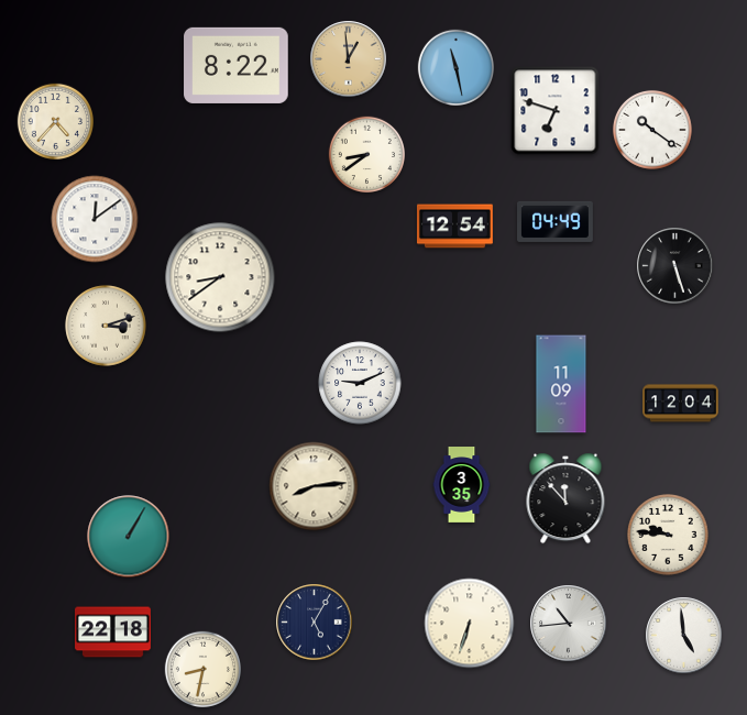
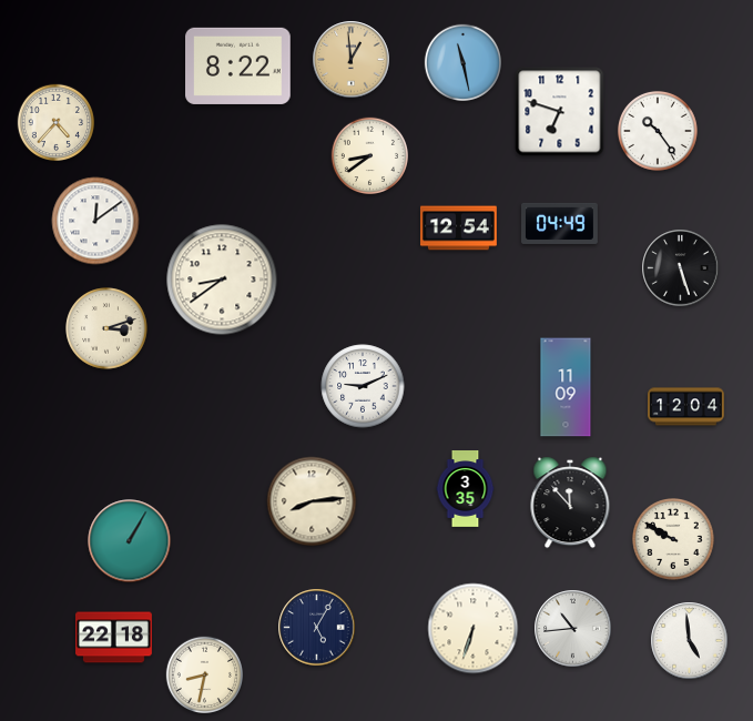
clock at (455, 67) position: (455, 67) -> (462, 62)
clock at (652, 130): 10:21 -> 10:24
clock at (314, 486) position: (314, 486) -> (312, 501)
clock at (668, 535): 9:46 -> 9:50
